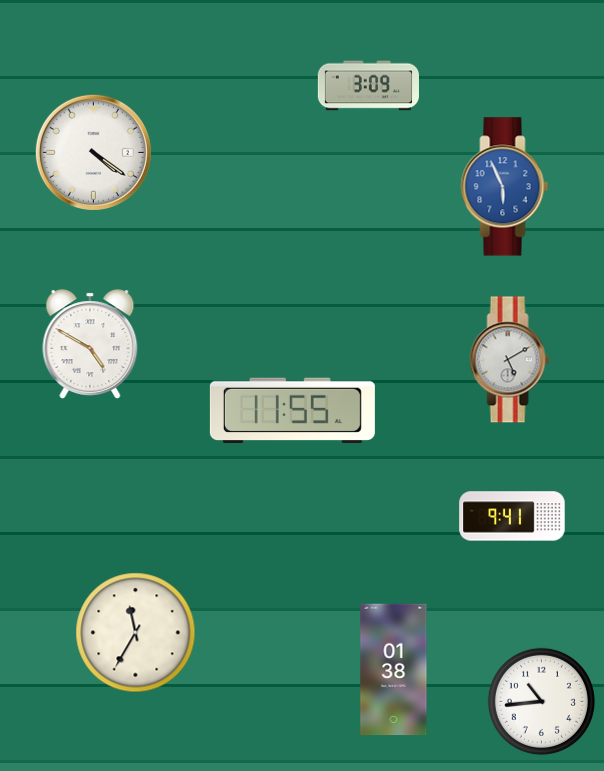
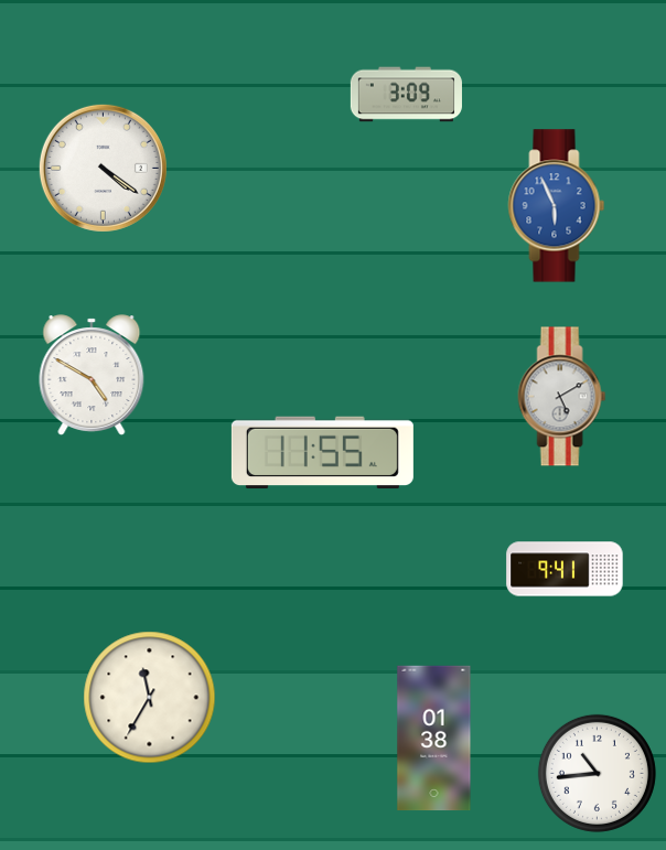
clock at (90, 344) position: (90, 344) -> (92, 375)
